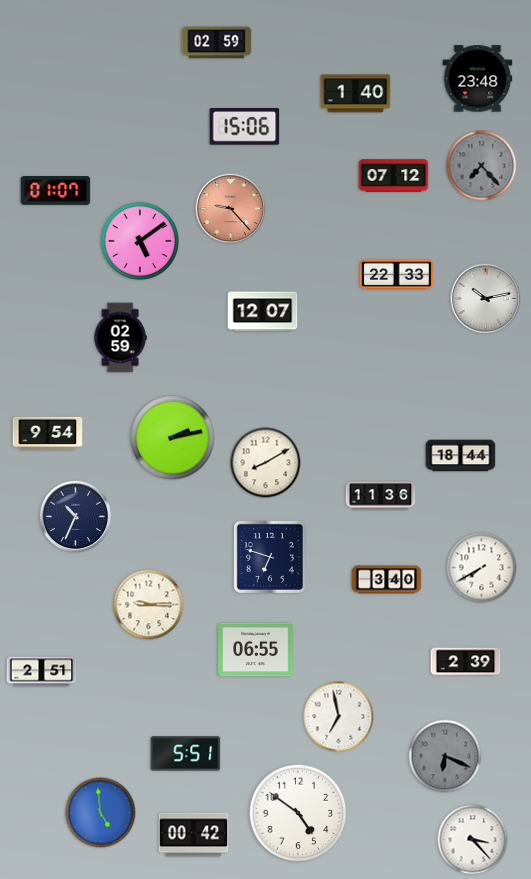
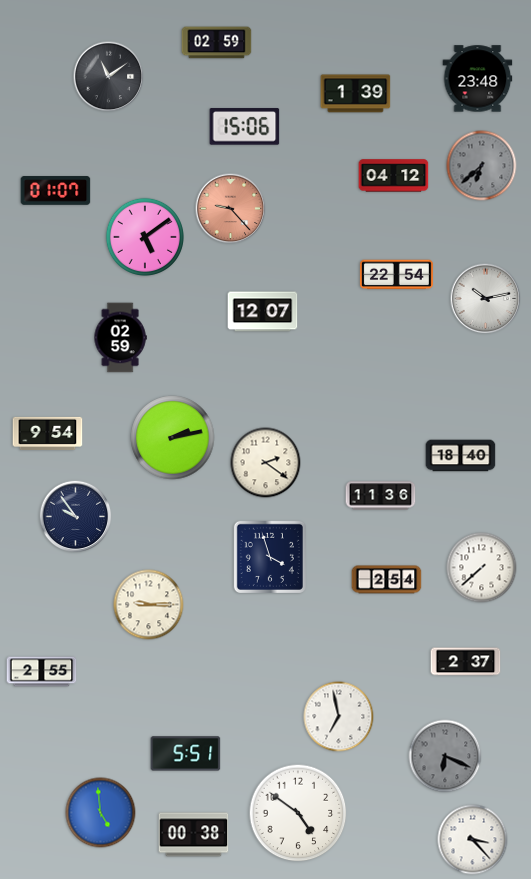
clock at (109, 77): none -> 11:09
clock at (356, 94): 1:40 -> 1:39
clock at (482, 166): 7:23 -> 6:38
clock at (394, 176): 07:12 -> 04:12
clock at (140, 241) position: (140, 241) -> (145, 237)
clock at (396, 275): 22:33 -> 22:54
clock at (461, 456): 18:44 -> 18:40
clock at (266, 463): 8:10 -> 2:21
clock at (76, 517): 10:34 -> 9:54
clock at (270, 557): 6:48 -> 3:57
clock at (482, 568): 7:40 -> 7:38
clock at (387, 580): 3:40 -> 2:54
clock at (256, 650): 06:55 -> none
clock at (466, 662): 2:39 -> 2:37
clock at (42, 672): 2:51 -> 2:55
clock at (194, 835): 00:42 -> 00:38
